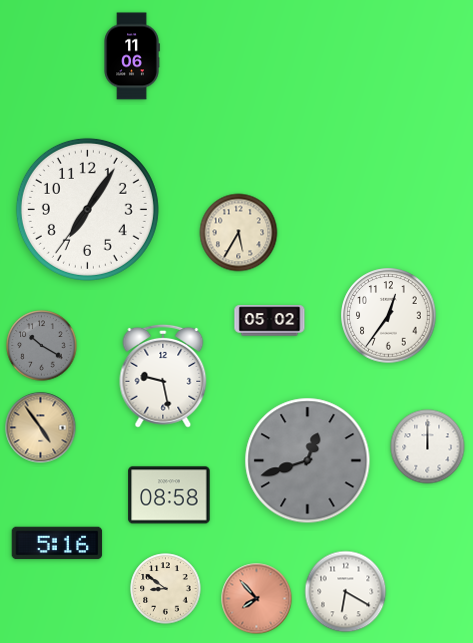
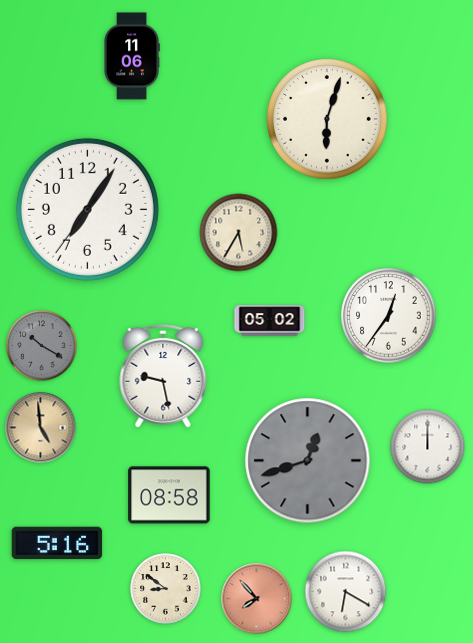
clock at (327, 119): none -> 6:03
clock at (41, 428): 4:54 -> 4:59
